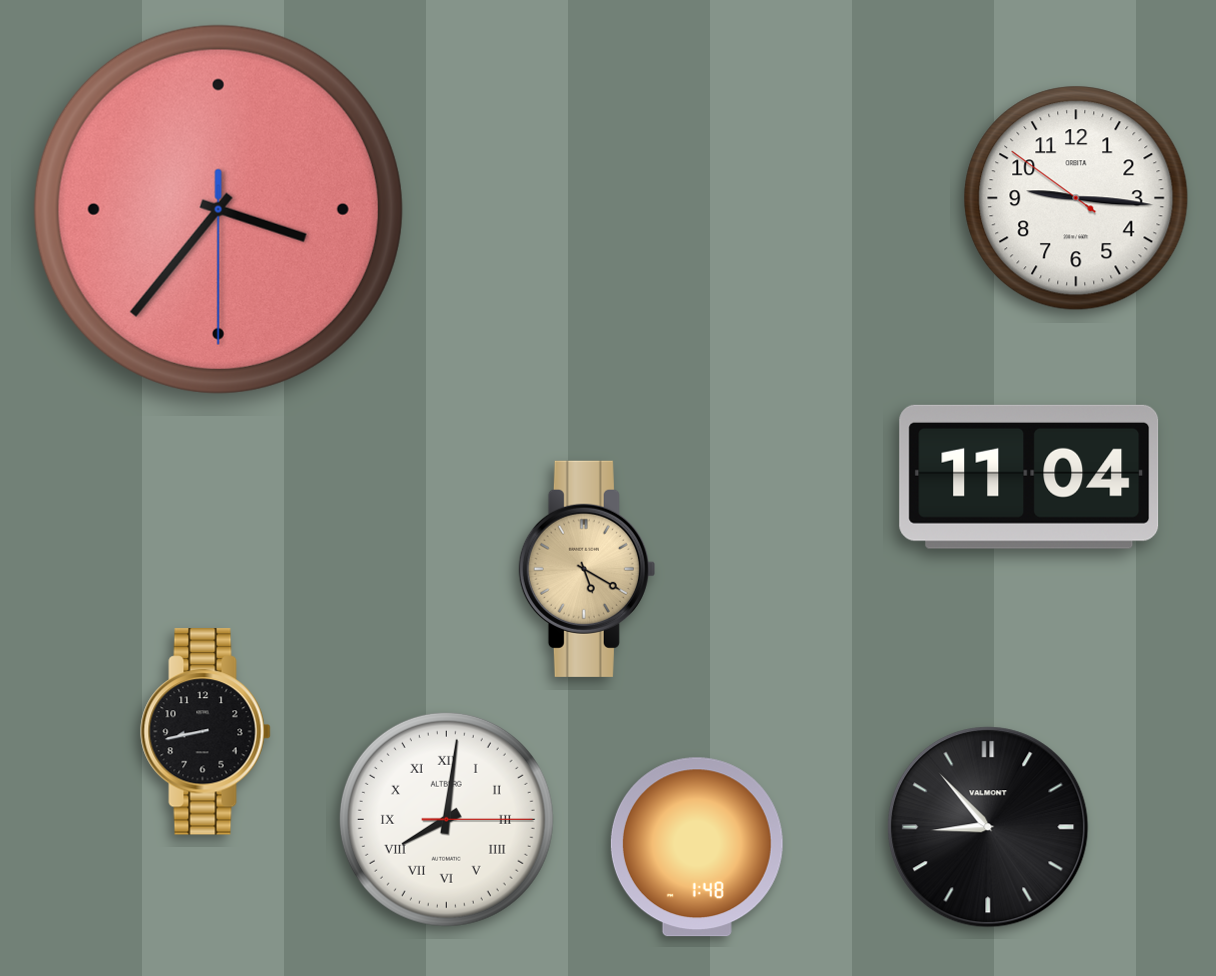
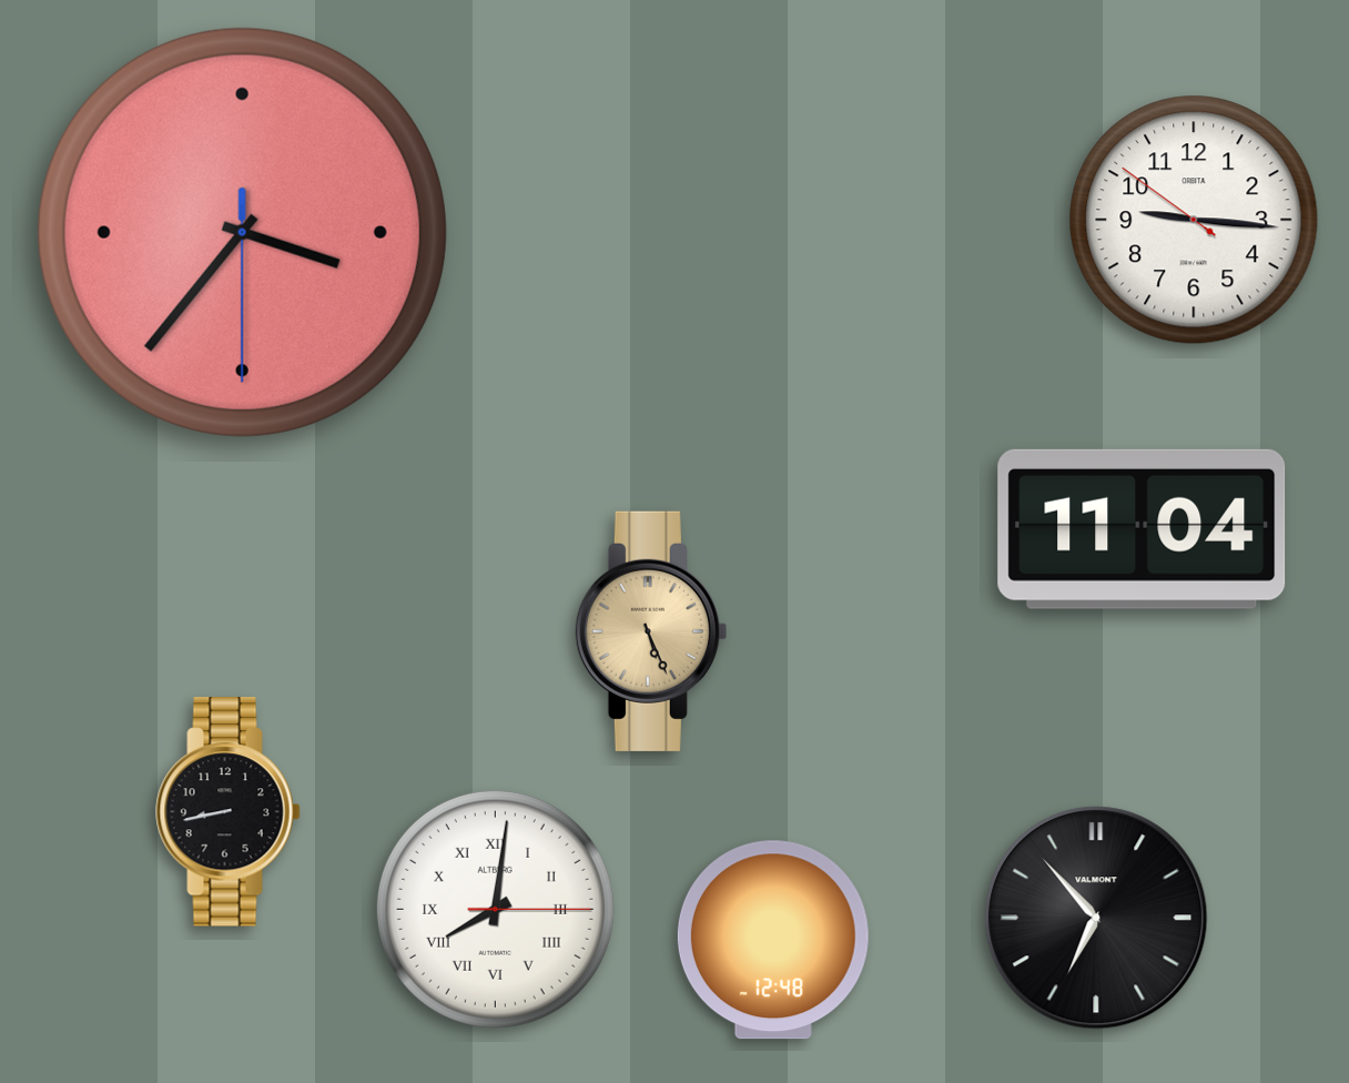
clock at (587, 569): 5:20 -> 5:26
clock at (988, 827): 8:53 -> 6:53
clock at (697, 847): 1:48 -> 12:48
